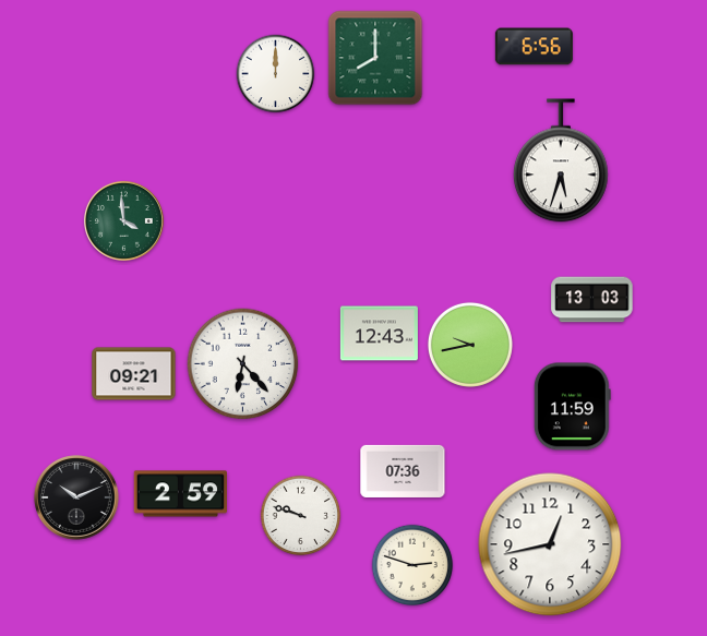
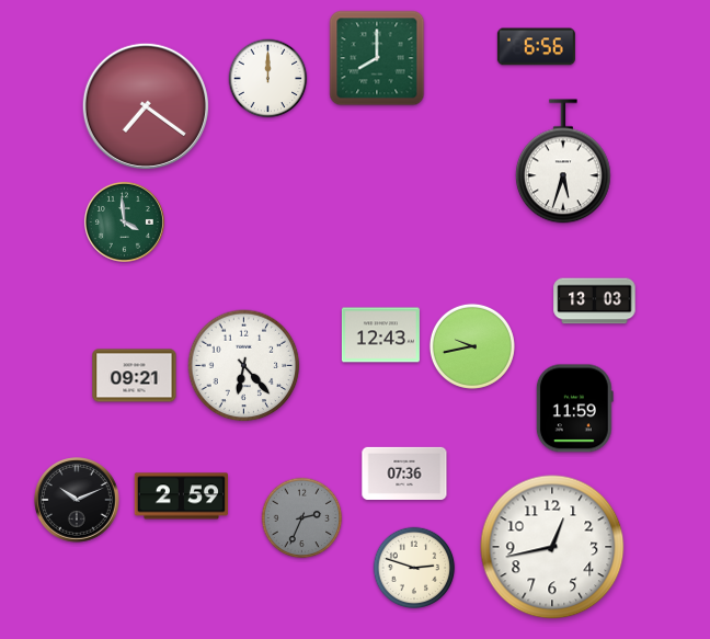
clock at (276, 74) position: (276, 74) -> (268, 79)
clock at (146, 106): none -> 7:21
clock at (301, 516): 9:48 -> 2:34
clock at (301, 516) dial: white -> grey
